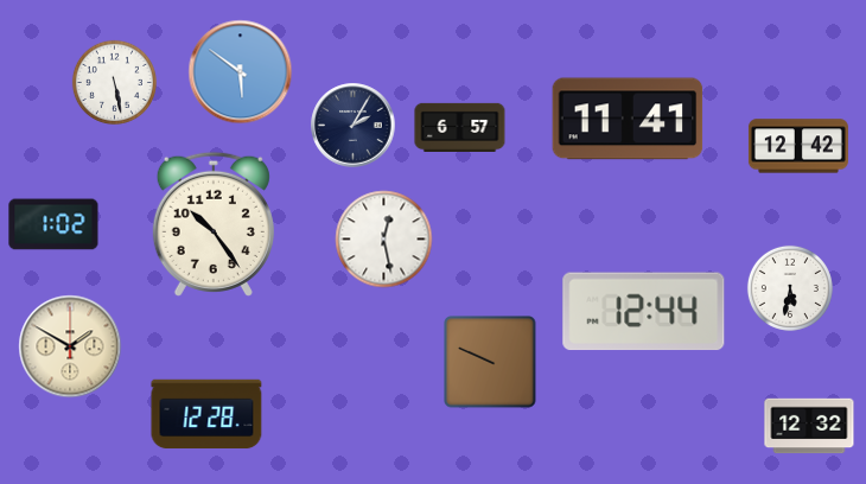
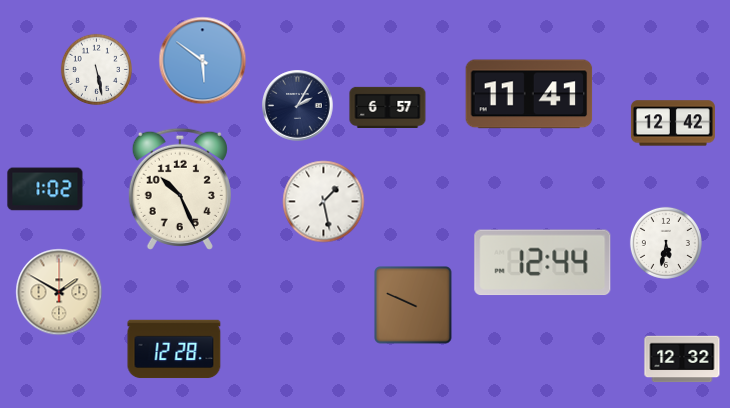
clock at (628, 119) position: (628, 119) -> (529, 94)
clock at (214, 224): 10:24 -> 10:26
clock at (384, 240): 12:28 -> 1:28
